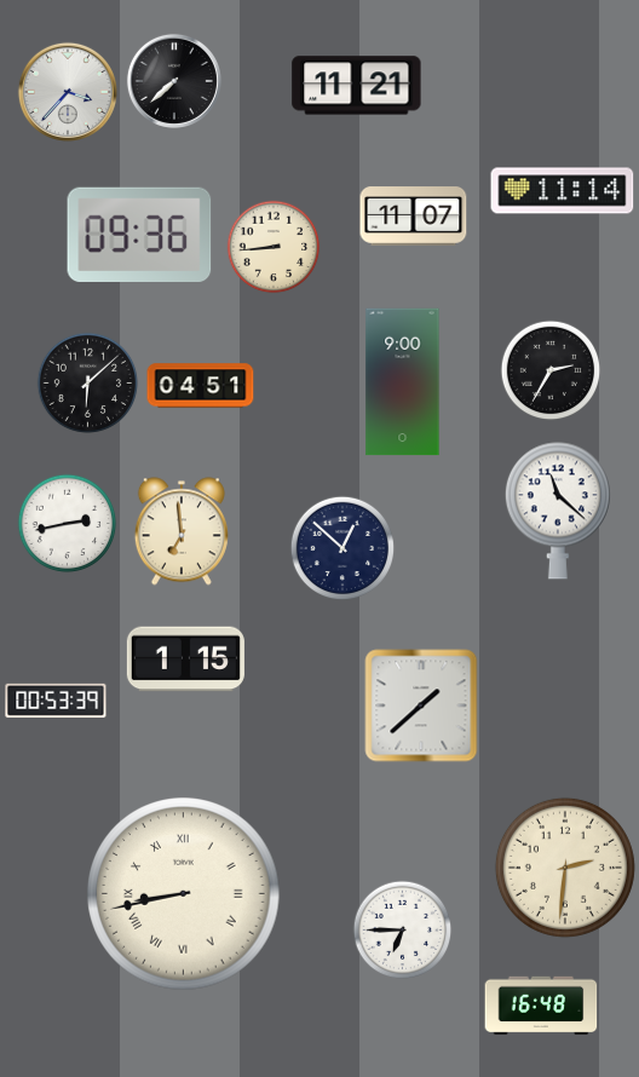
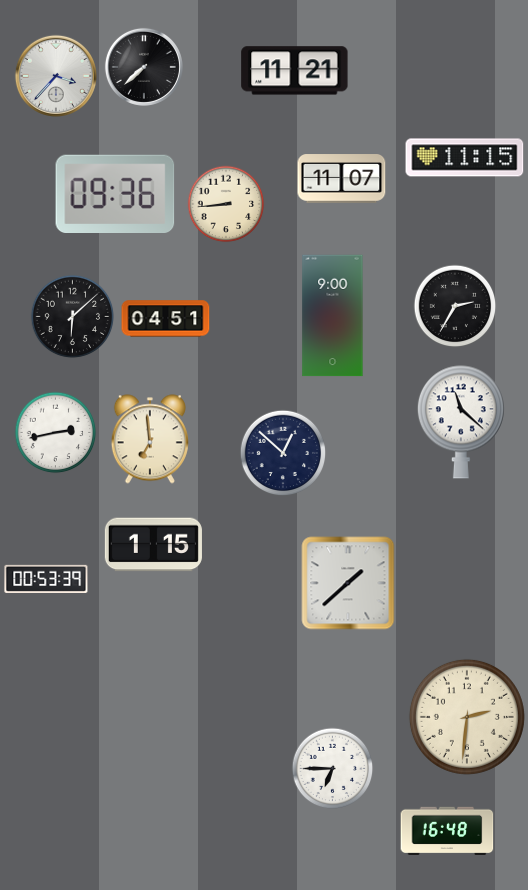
clock at (563, 191): 11:14 -> 11:15
clock at (184, 894): 8:43 -> none
